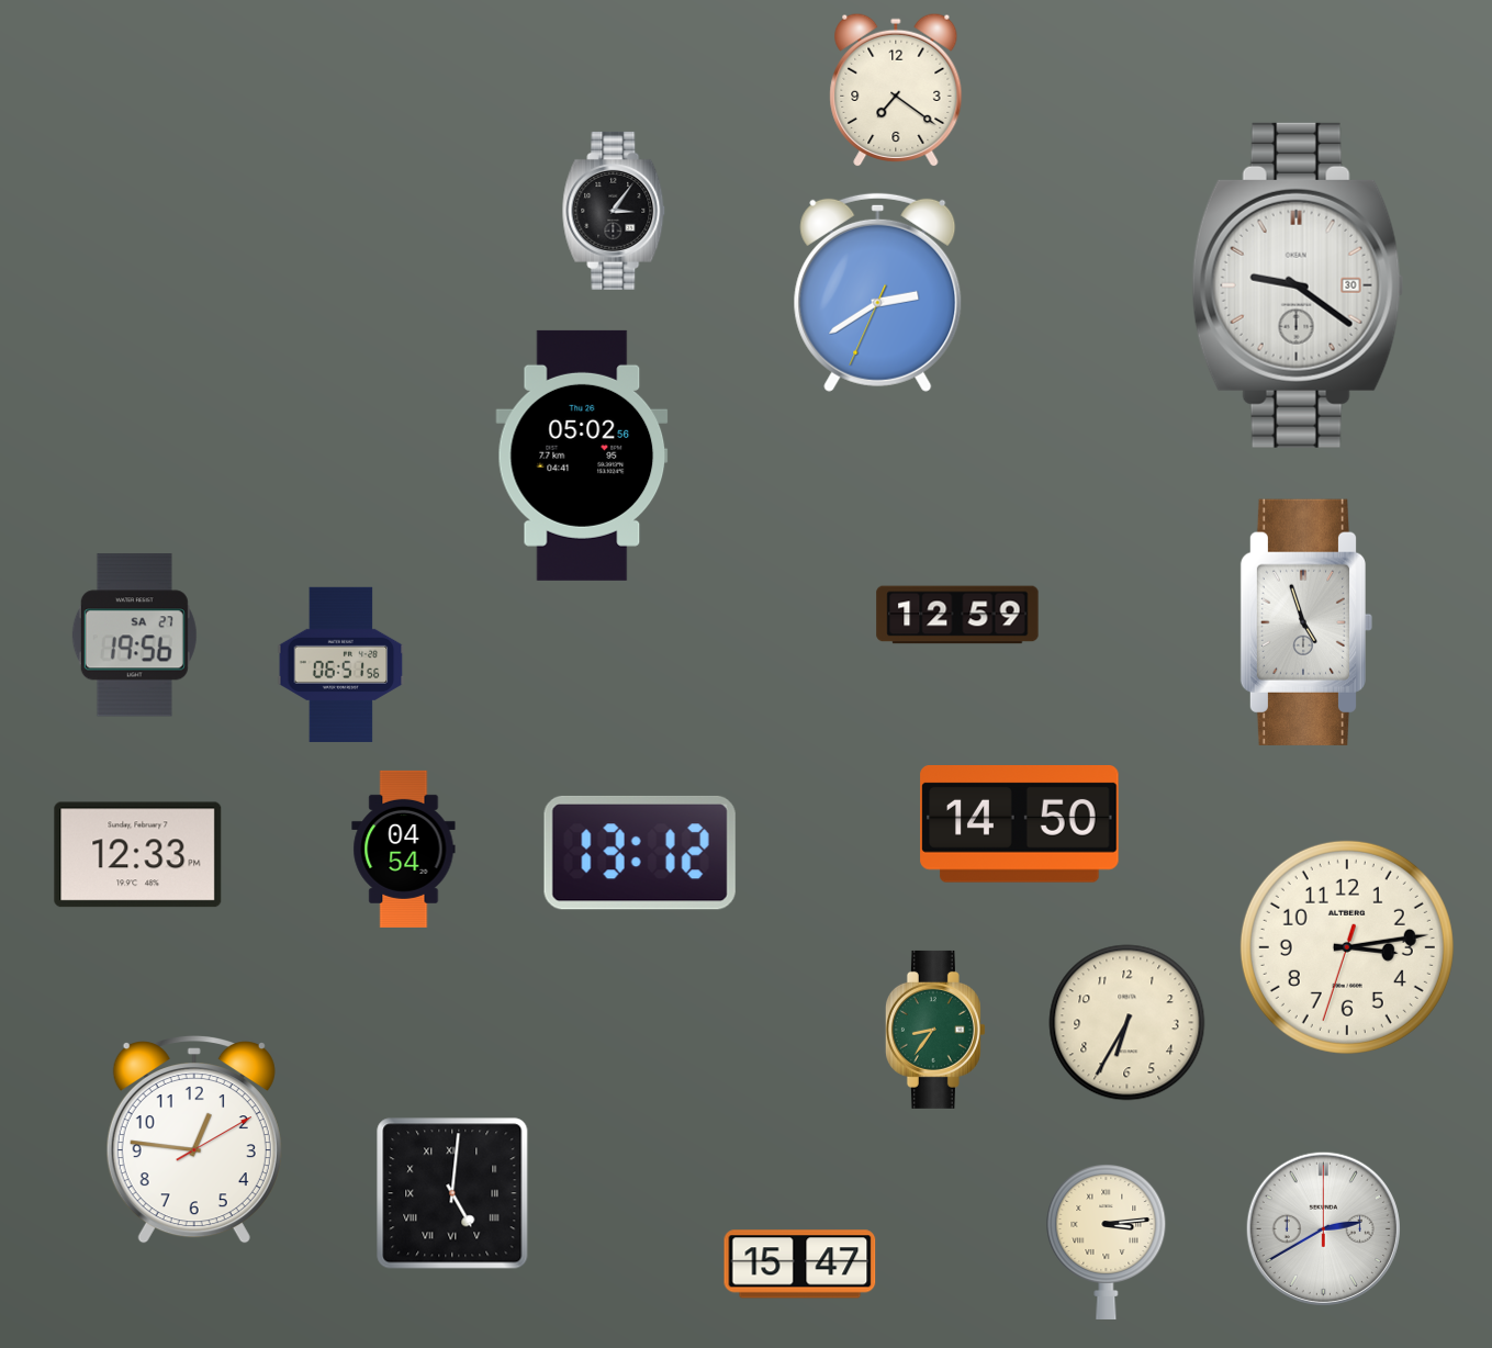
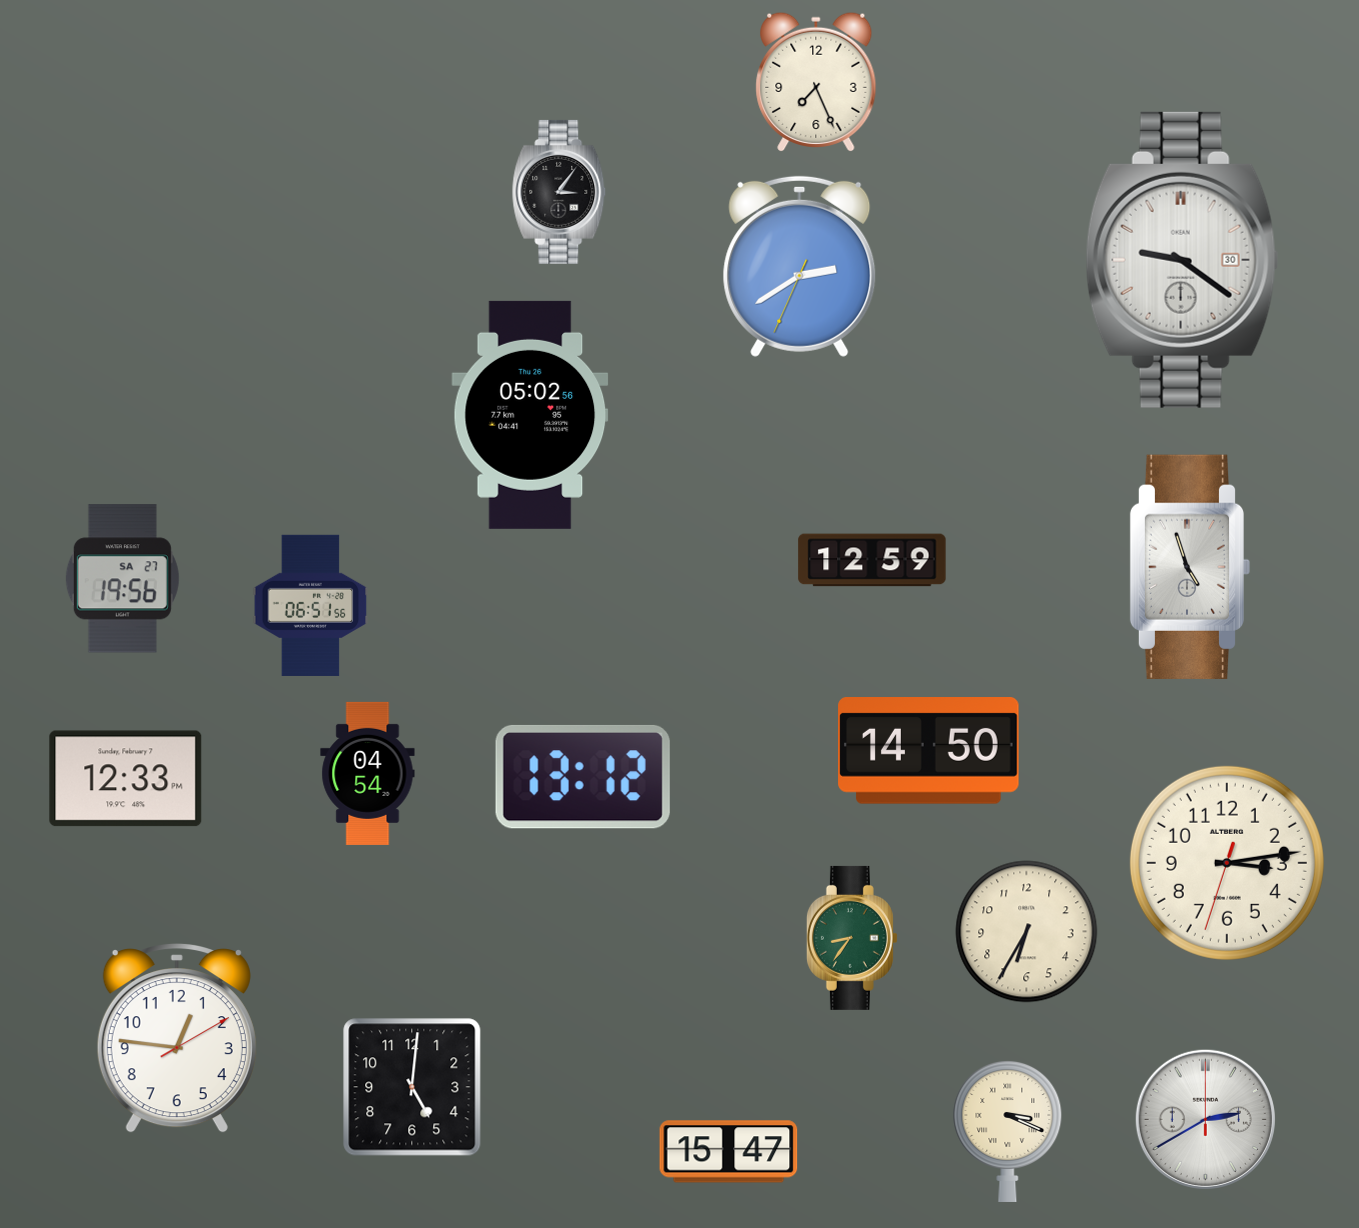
clock at (896, 89): 7:21 -> 7:26
clock at (452, 1193) numerals: Roman -> Arabic
clock at (1107, 1242): 3:14 -> 3:19
